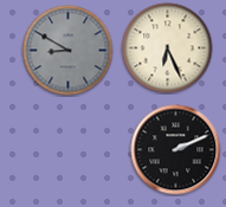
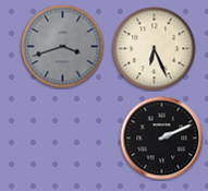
clock at (168, 48) position: (168, 48) -> (155, 49)
clock at (69, 51): 8:50 -> 3:42
